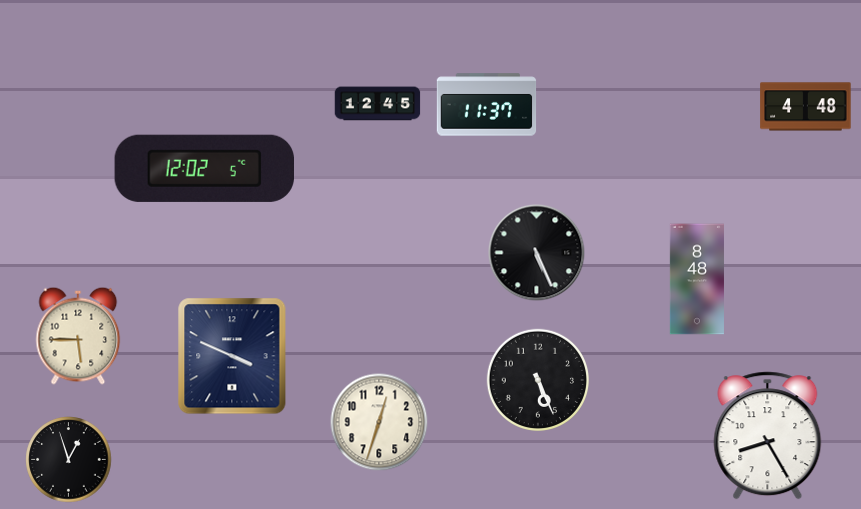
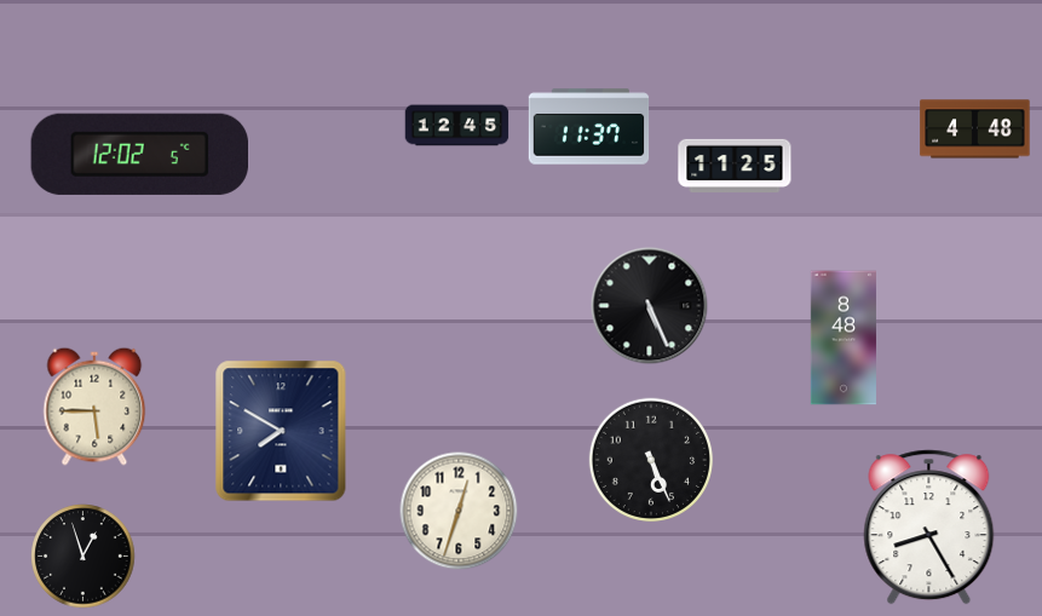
clock at (735, 166): none -> 11:25
clock at (204, 168) position: (204, 168) -> (139, 154)
clock at (232, 356): 3:49 -> 7:50
